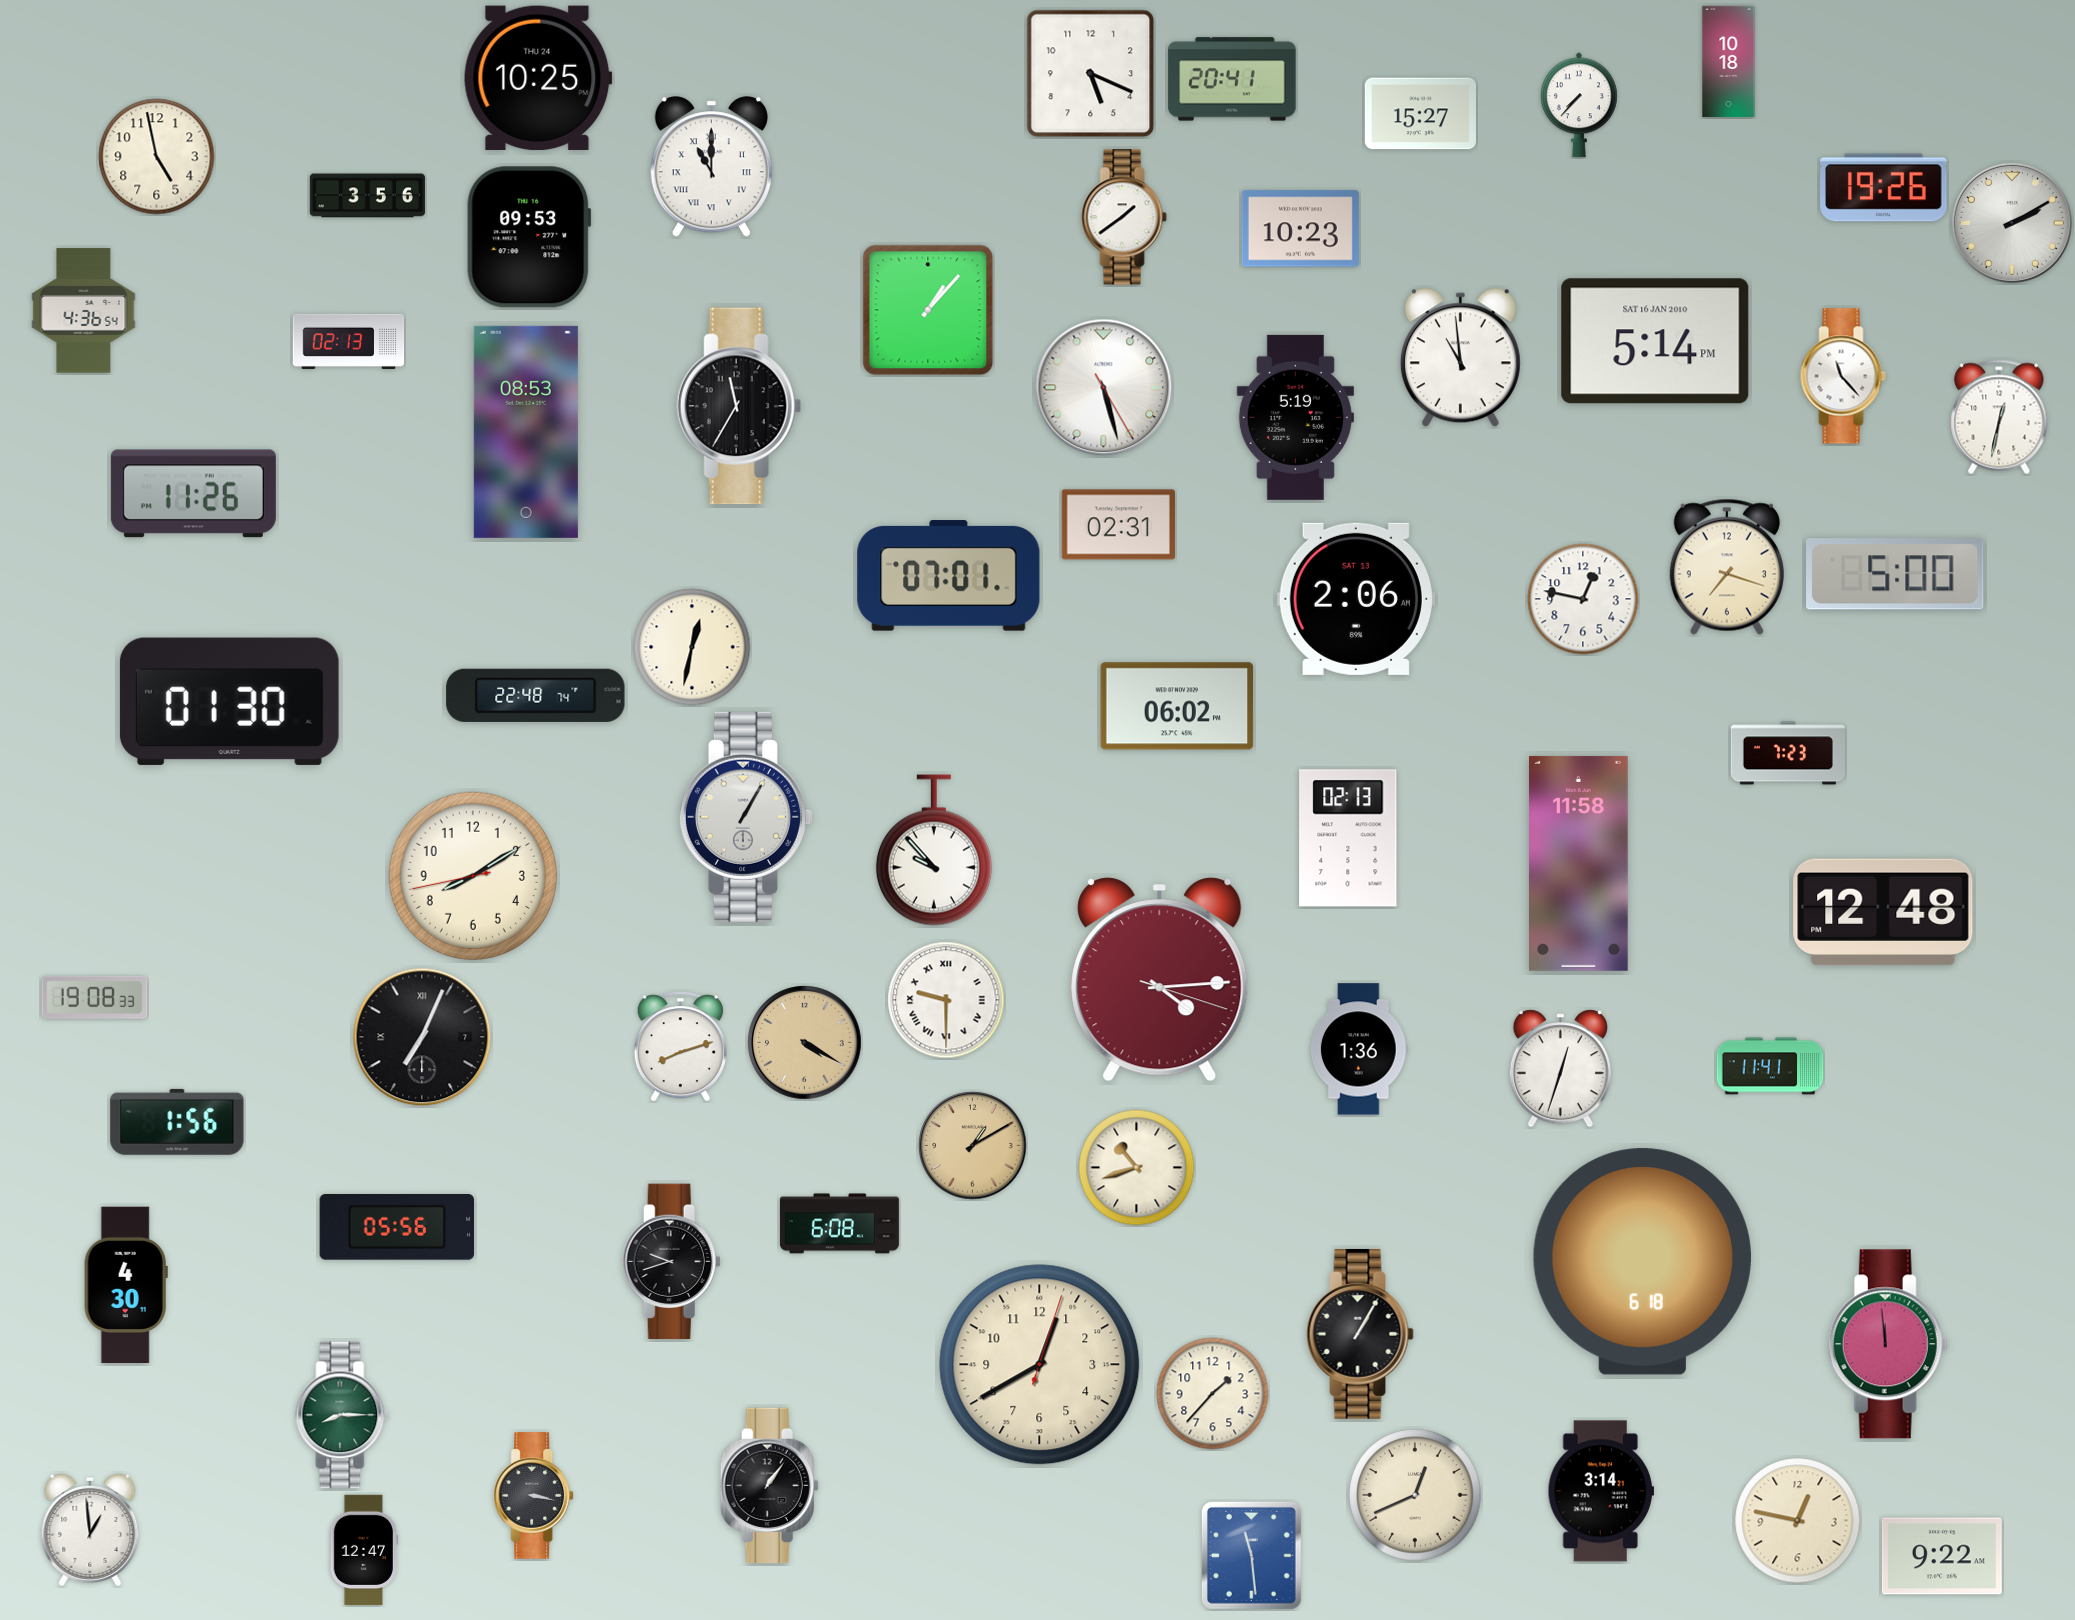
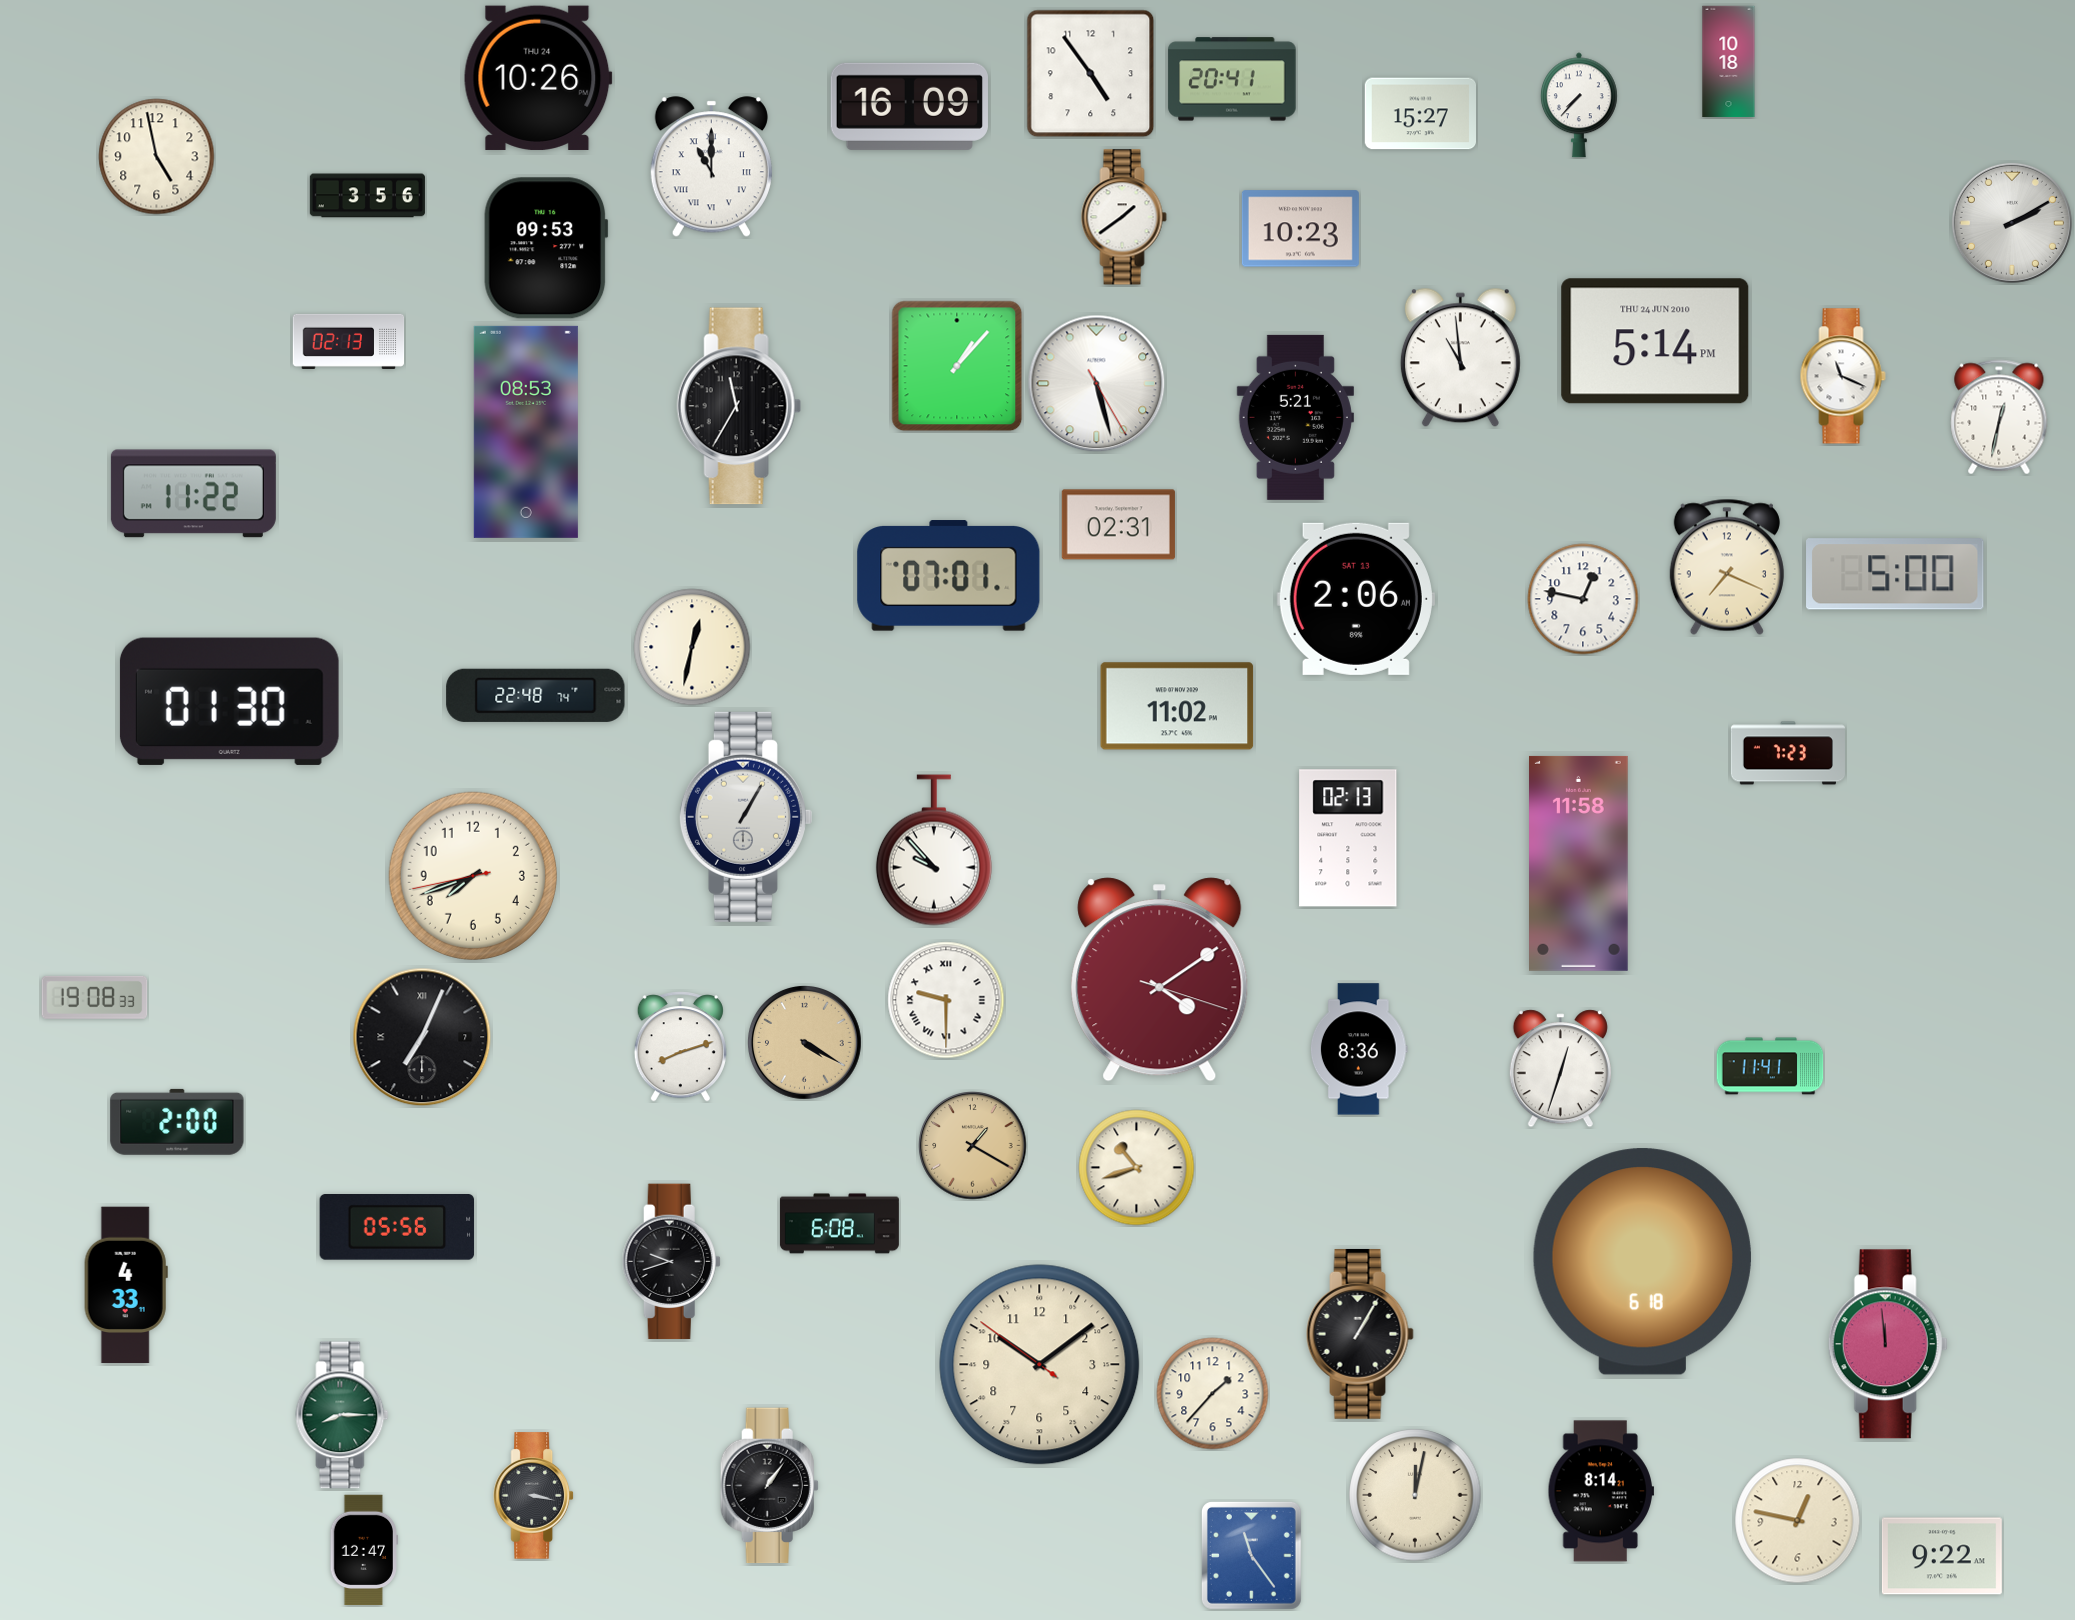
clock at (1091, 74): 5:19 -> 4:54
clock at (538, 78): 10:25 -> 10:26
clock at (909, 106): none -> 16:09
clock at (1884, 188): 19:26 -> none
clock at (529, 237) position: (529, 237) -> (546, 248)
clock at (928, 310) position: (928, 310) -> (957, 366)
clock at (84, 311): 4:36 -> none
clock at (1655, 341) date: SAT 16 JAN 2010 -> THU 24 JUN 2010
clock at (1843, 376): 11:23 -> 11:19
clock at (1104, 388) position: (1104, 388) -> (1097, 384)
clock at (1295, 417): 5:19 -> 5:21
clock at (193, 494): 11:26 -> 11:22
clock at (1727, 567): 7:18 -> 7:19
clock at (1177, 706): 06:02 -> 11:02
clock at (473, 876): 8:09 -> 7:41
clock at (1883, 912): 12:48 -> none
clock at (1160, 980): 4:14 -> 4:09
clock at (1359, 1049): 1:36 -> 8:36
clock at (177, 1122): 1:56 -> 2:00
clock at (973, 1146): 1:10 -> 1:20
clock at (126, 1285): 4:30 -> 4:33
clock at (1040, 1365): 12:40 -> 10:08
clock at (1600, 1491): 3:14 -> 8:14
clock at (1415, 1495): 12:41 -> 12:02
clock at (90, 1530): 12:59 -> none
clock at (1251, 1555): 11:29 -> 11:24
